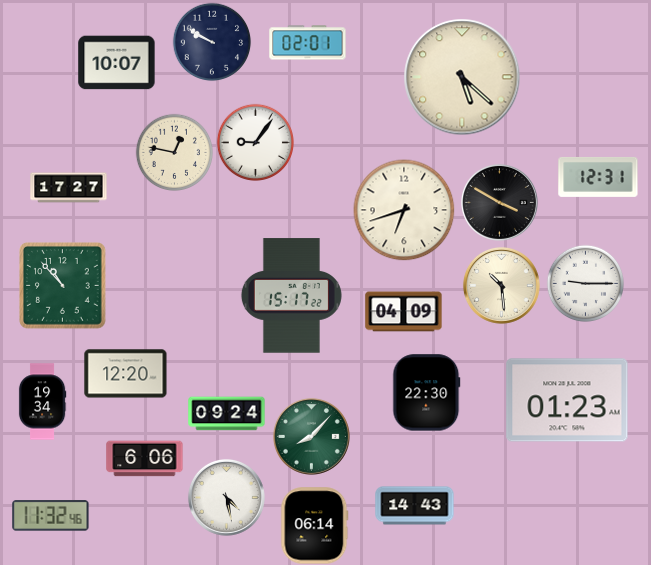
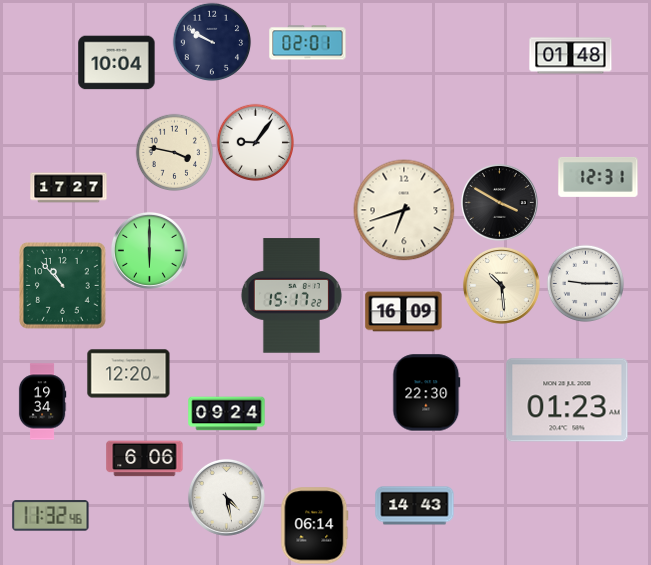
clock at (571, 56): none -> 01:48
clock at (117, 63): 10:07 -> 10:04
clock at (462, 77): 5:22 -> none
clock at (174, 152): 12:47 -> 3:47
clock at (149, 250): none -> 6:00
clock at (404, 312): 04:09 -> 16:09
clock at (126, 374) position: (126, 374) -> (129, 374)
clock at (311, 436): 8:07 -> none
